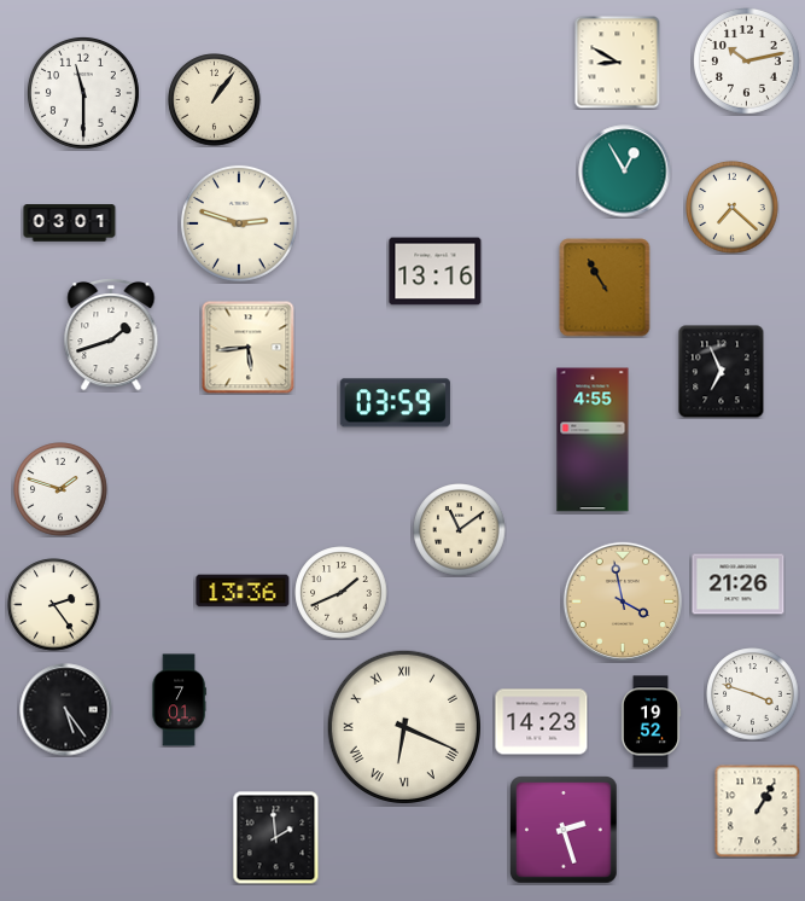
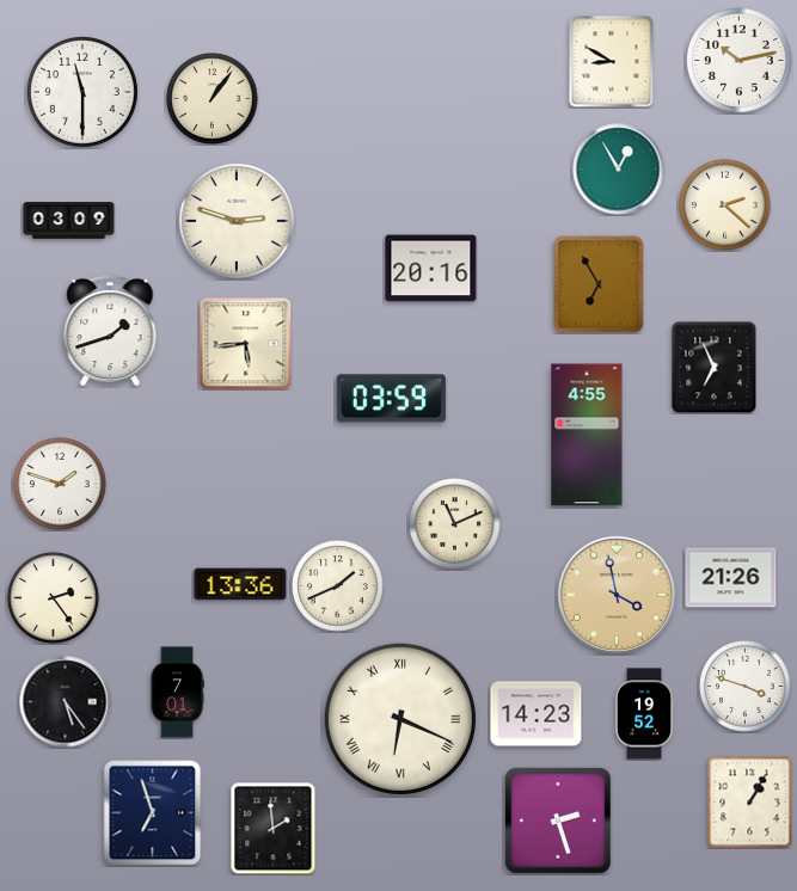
clock at (733, 208): 7:22 -> 2:22
clock at (70, 223): 03:01 -> 03:09
clock at (436, 272): 13:16 -> 20:16
clock at (605, 287): 10:55 -> 6:55
clock at (460, 530): 11:09 -> 11:11
clock at (153, 813): none -> 6:57
